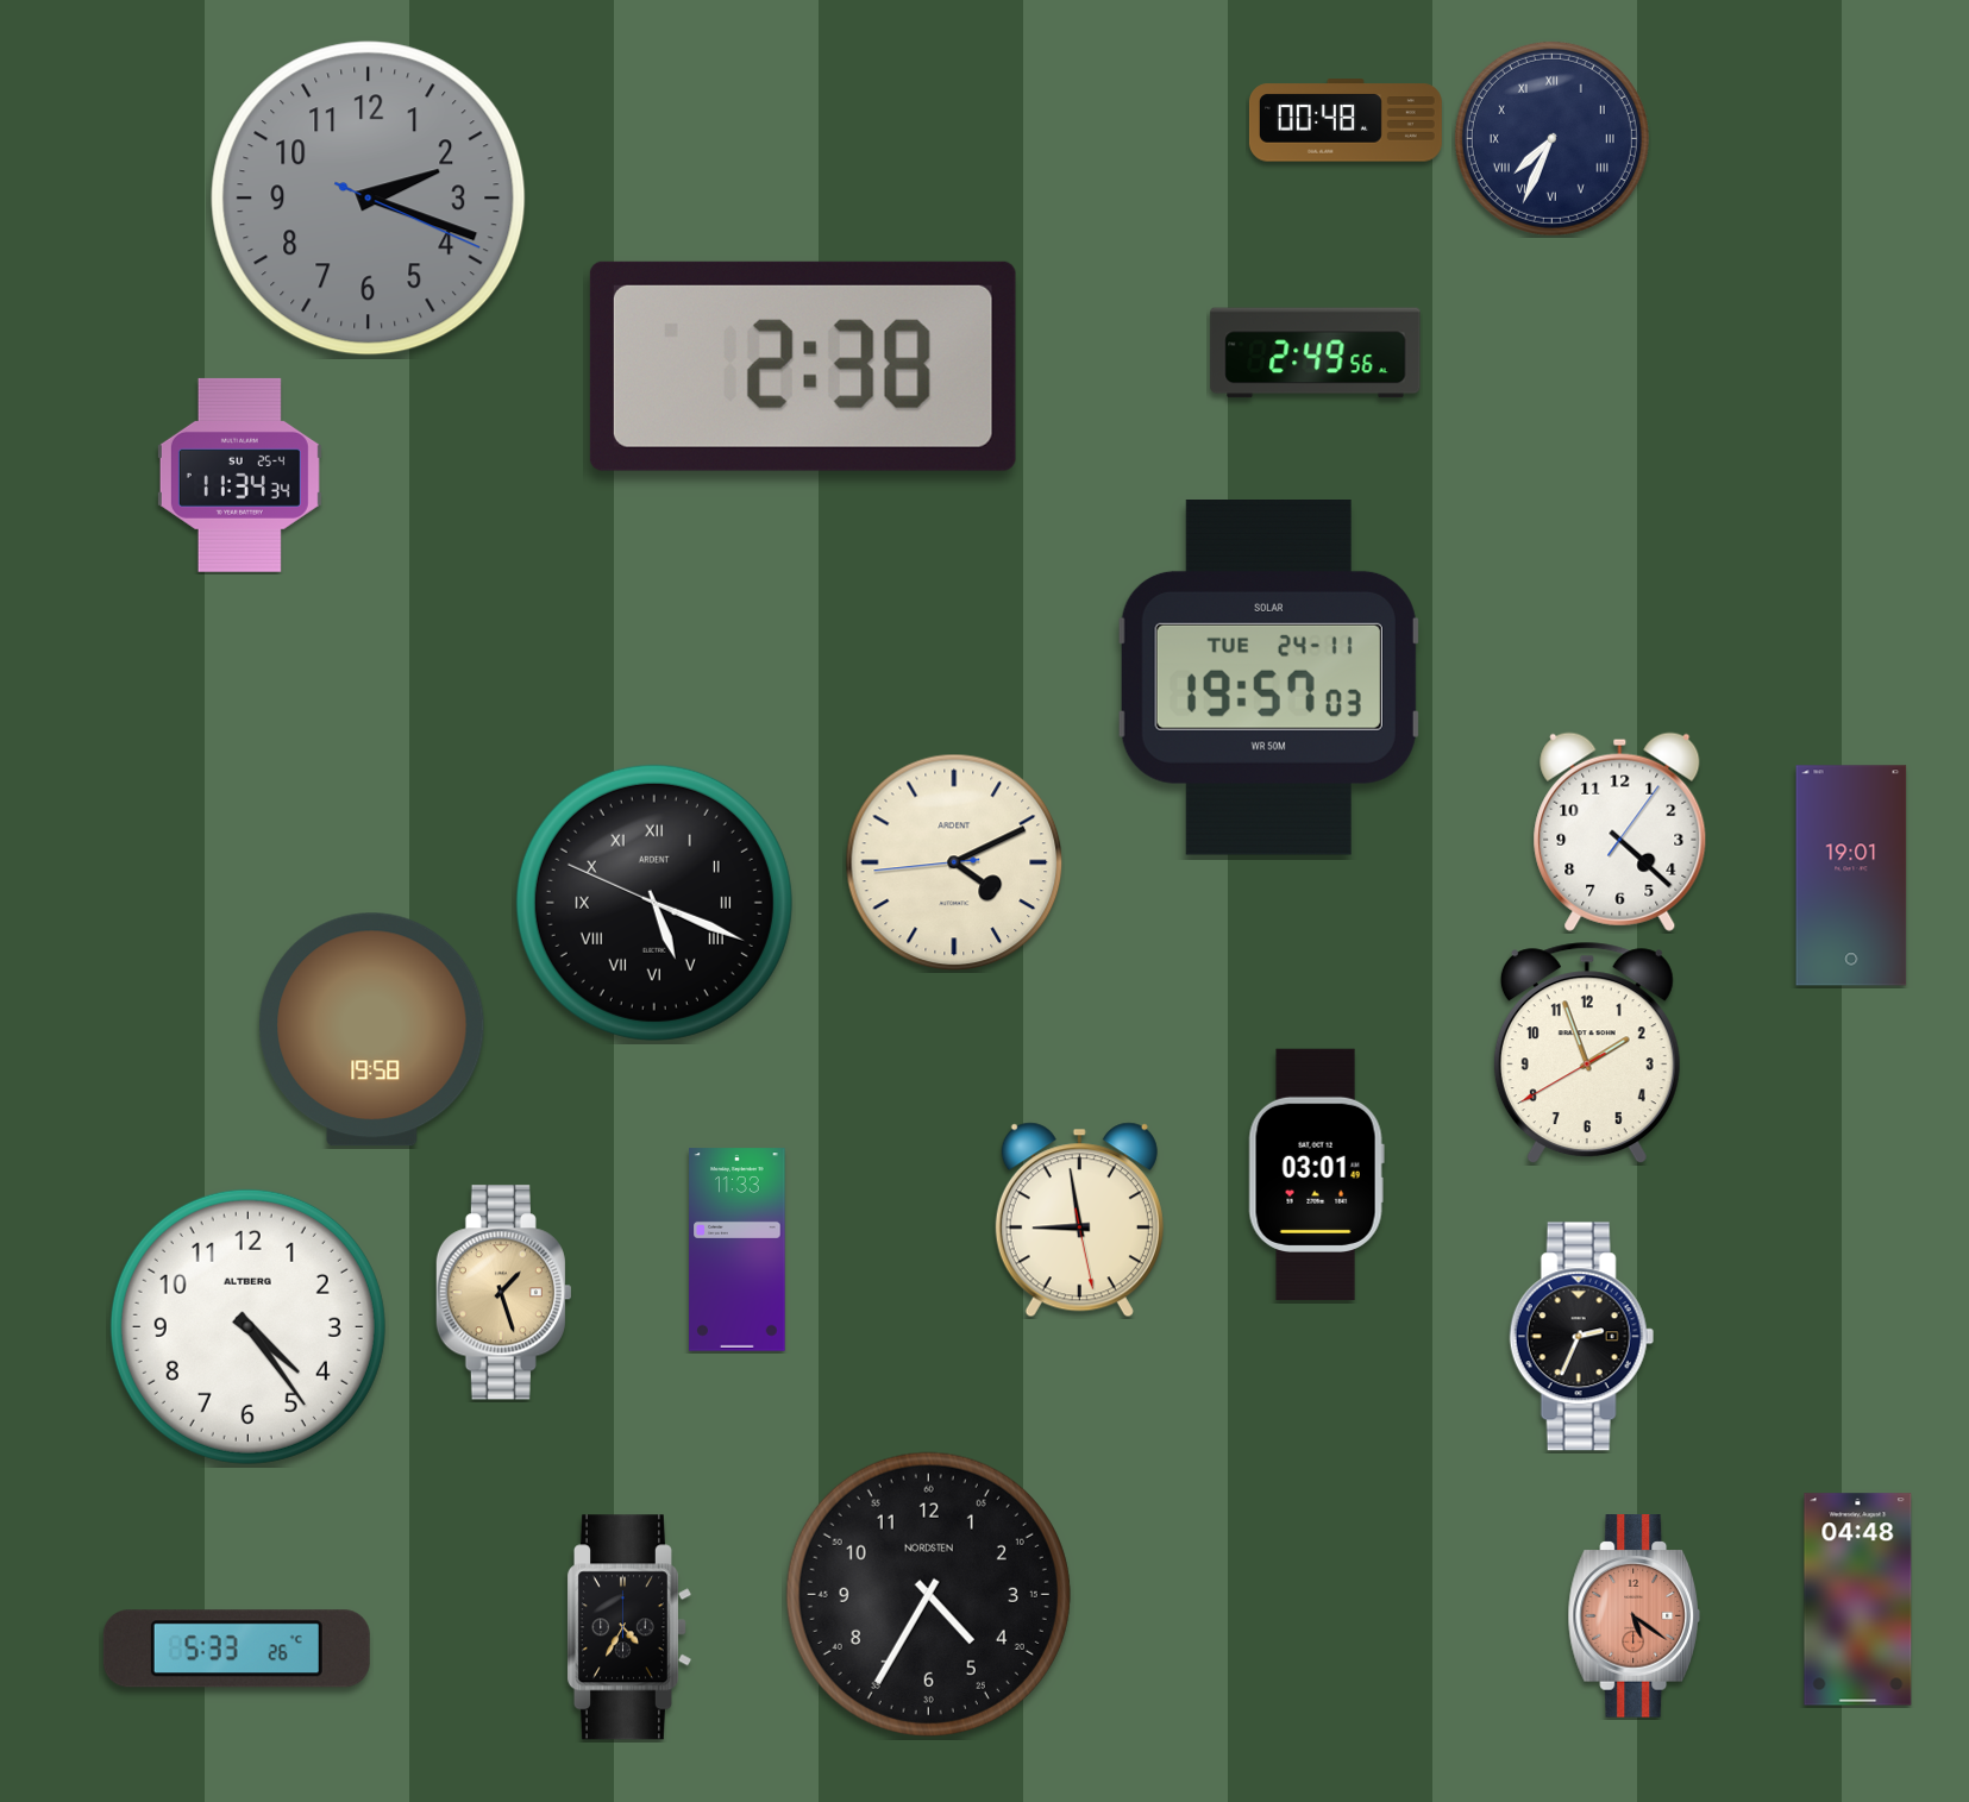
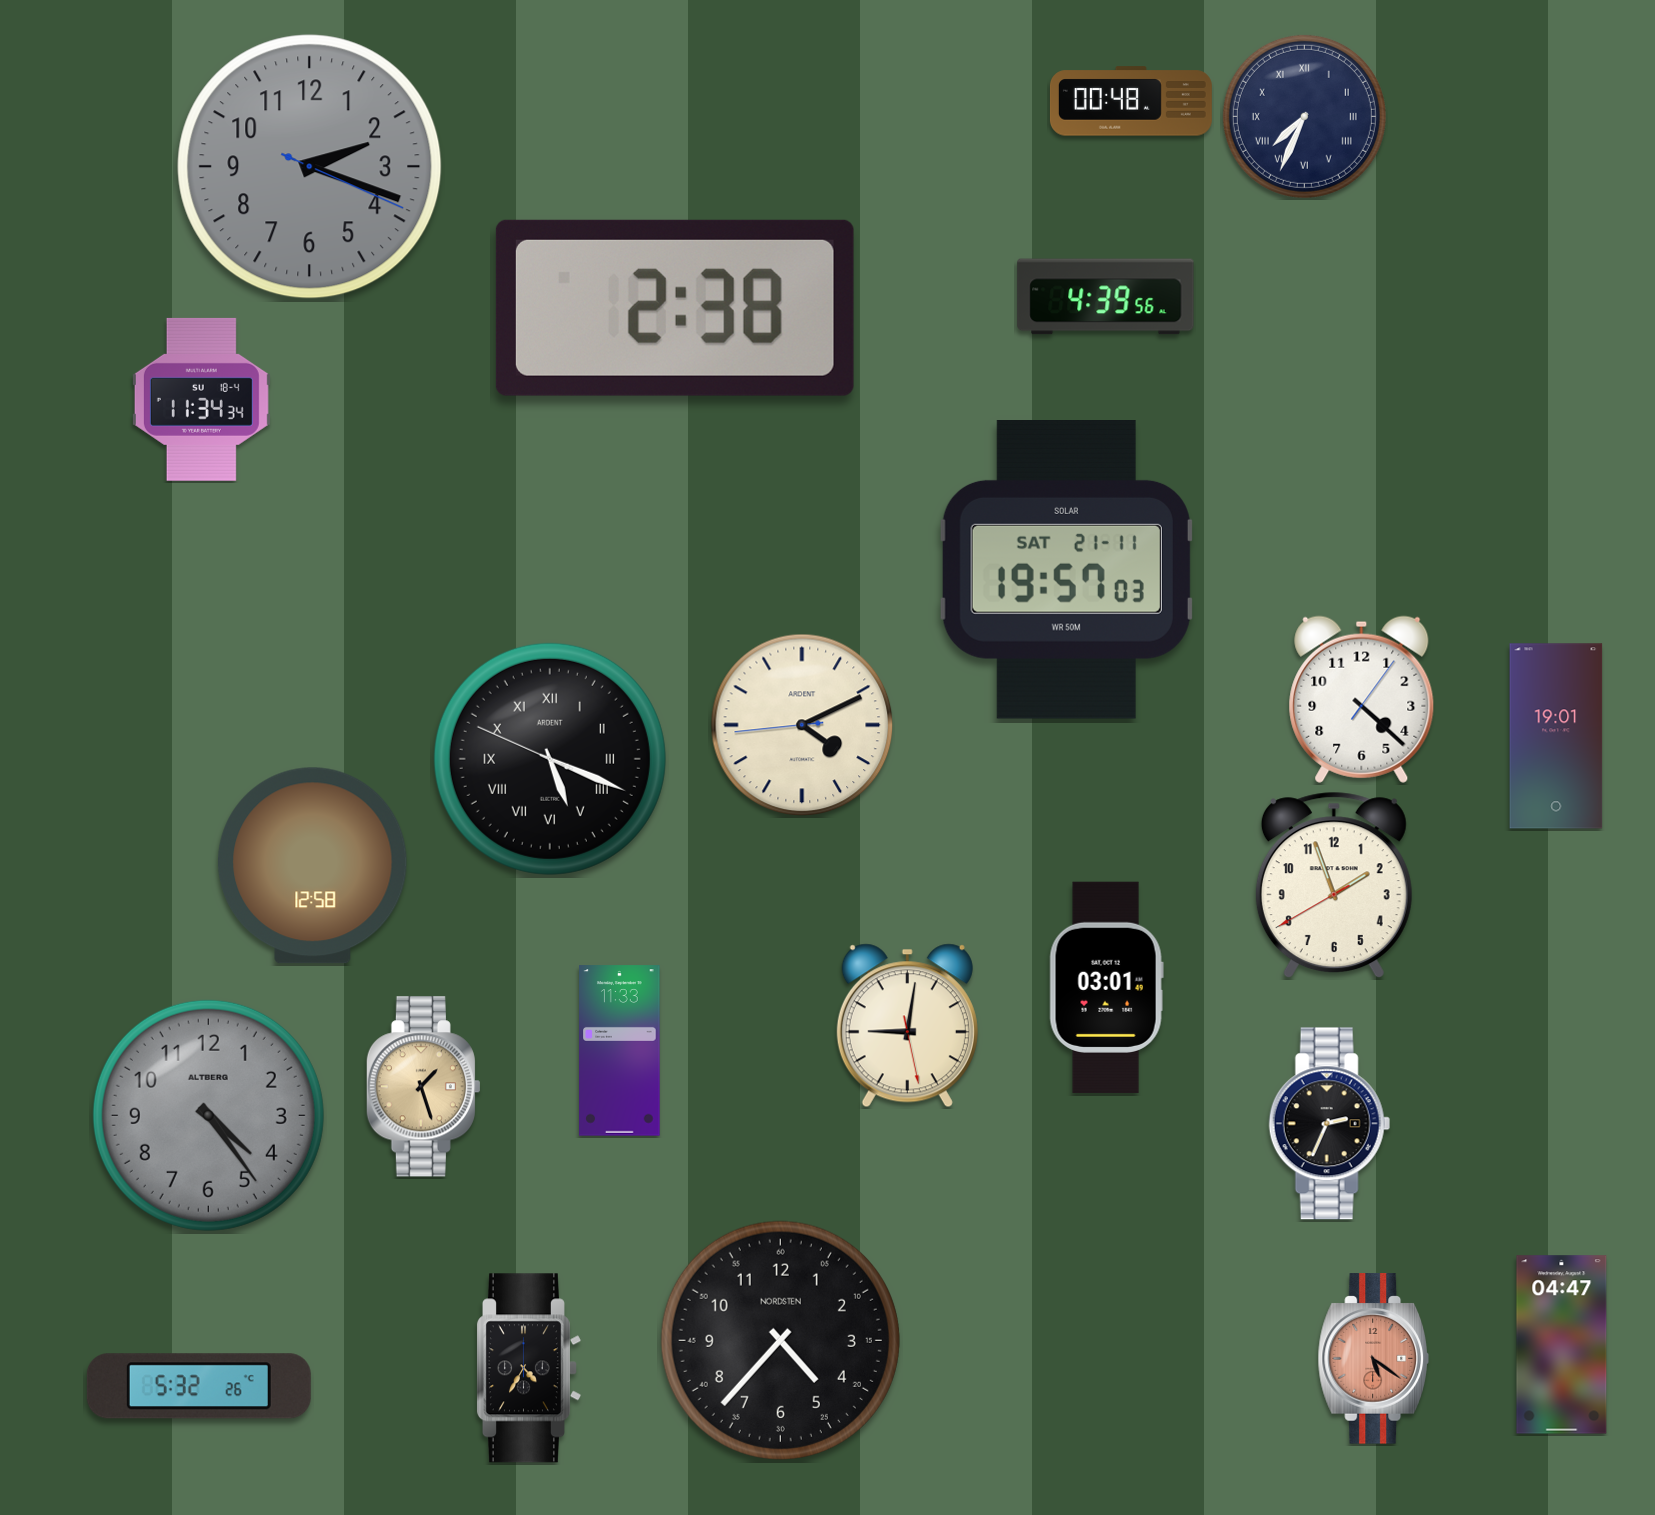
clock at (1316, 353): 2:49 -> 4:39
clock at (239, 475) date: SU 25-4 -> SU 18-4
clock at (1268, 678) date: TUE 24-11 -> SAT 21-11
clock at (372, 1030): 19:58 -> 12:58
clock at (1079, 1220): 8:58 -> 9:01
clock at (247, 1326) dial: white -> grey
clock at (928, 1594): 4:35 -> 4:37
clock at (1858, 1600): 04:48 -> 04:47
clock at (237, 1649): 5:33 -> 5:32
